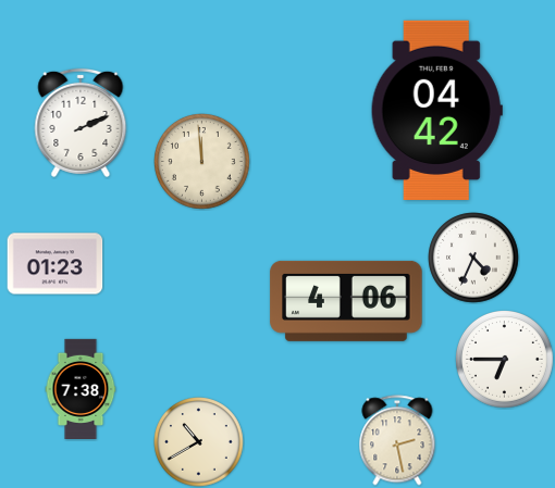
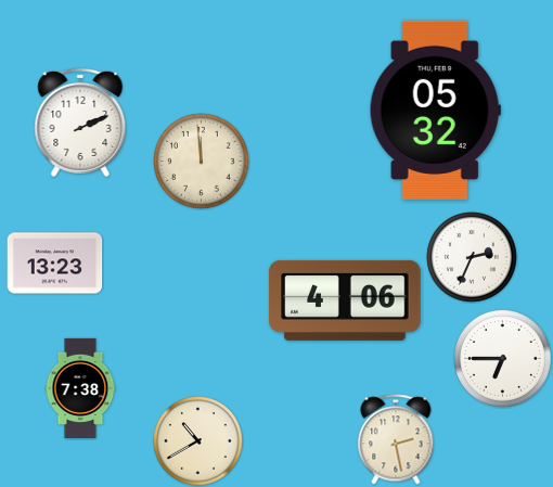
clock at (436, 110): 04:42 -> 05:32
clock at (473, 258): 4:34 -> 2:34
clock at (55, 264): 01:23 -> 13:23
